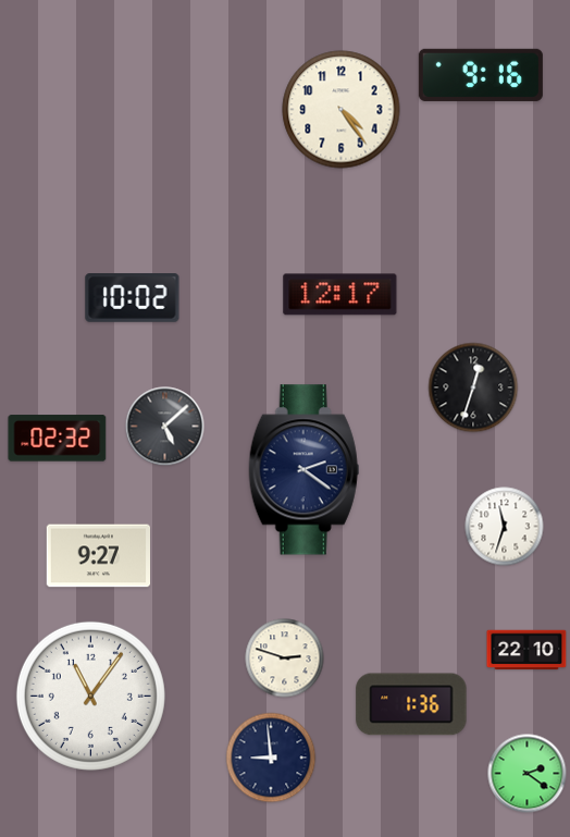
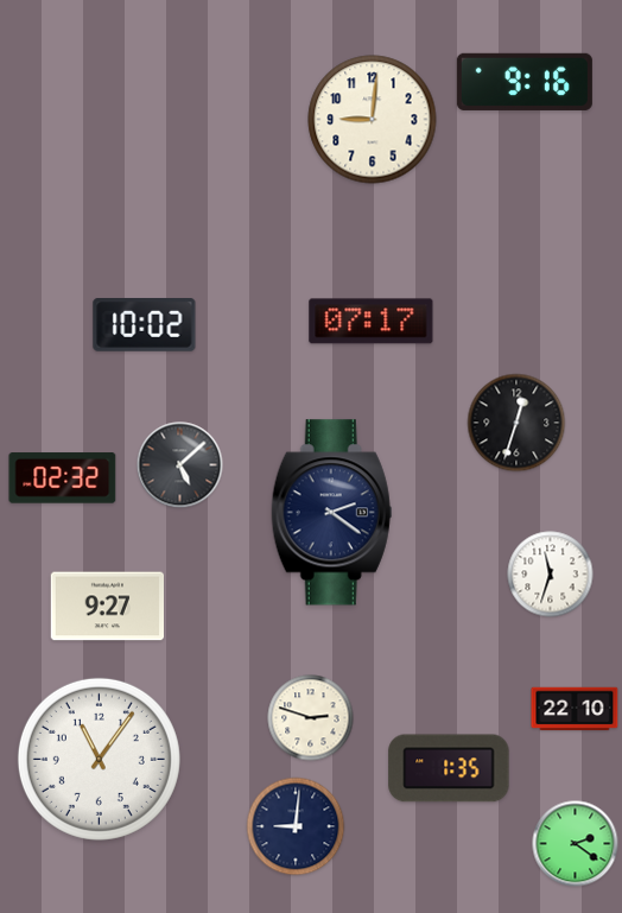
clock at (342, 110): 4:24 -> 9:01
clock at (340, 295): 12:17 -> 07:17
clock at (411, 704): 1:36 -> 1:35
clock at (271, 758): 8:59 -> 9:01
